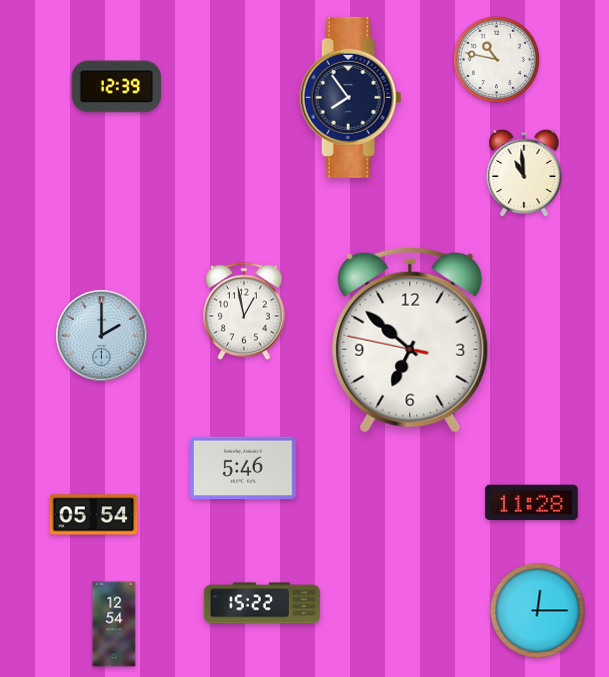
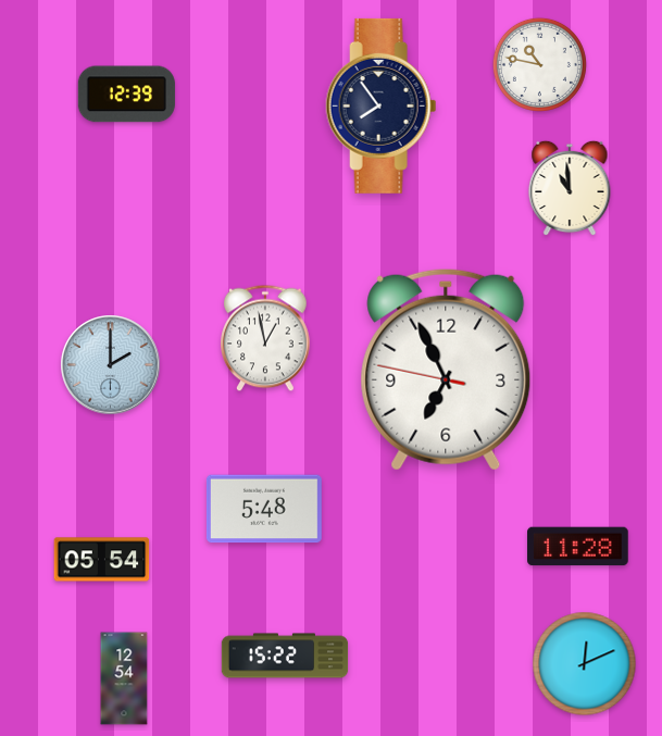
clock at (410, 340): 6:51 -> 6:55
clock at (243, 468): 5:46 -> 5:48
clock at (538, 611): 12:15 -> 12:11
